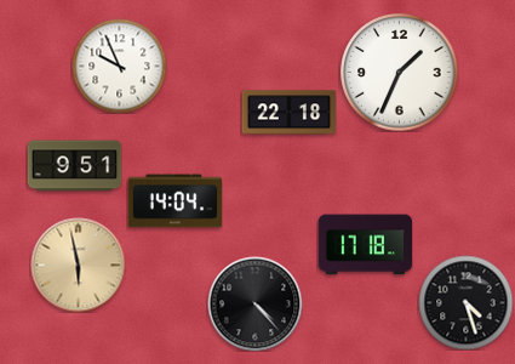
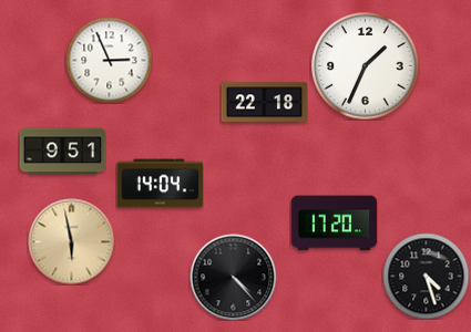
clock at (119, 66): 9:56 -> 2:56
clock at (74, 166) position: (74, 166) -> (62, 152)
clock at (365, 245): 17:18 -> 17:20
